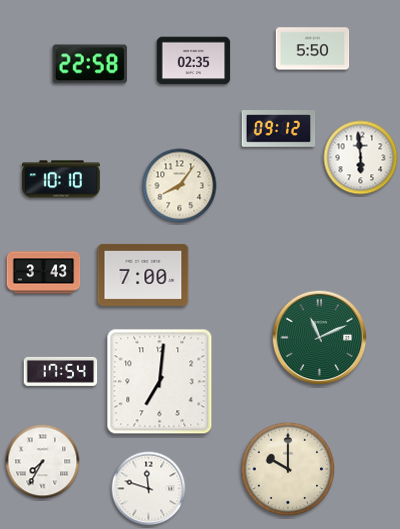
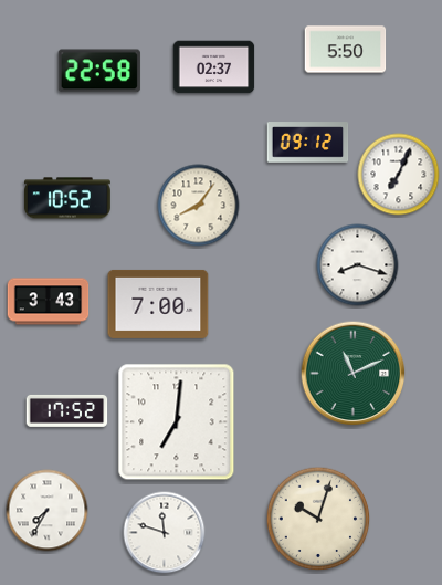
clock at (313, 49) position: (313, 49) -> (346, 50)
clock at (194, 61): 02:35 -> 02:37
clock at (361, 158): 5:59 -> 7:04
clock at (61, 179): 10:10 -> 10:52
clock at (358, 265): none -> 8:18
clock at (61, 371): 17:54 -> 17:52
clock at (288, 469): 10:00 -> 10:03
clock at (149, 489) position: (149, 489) -> (165, 533)
